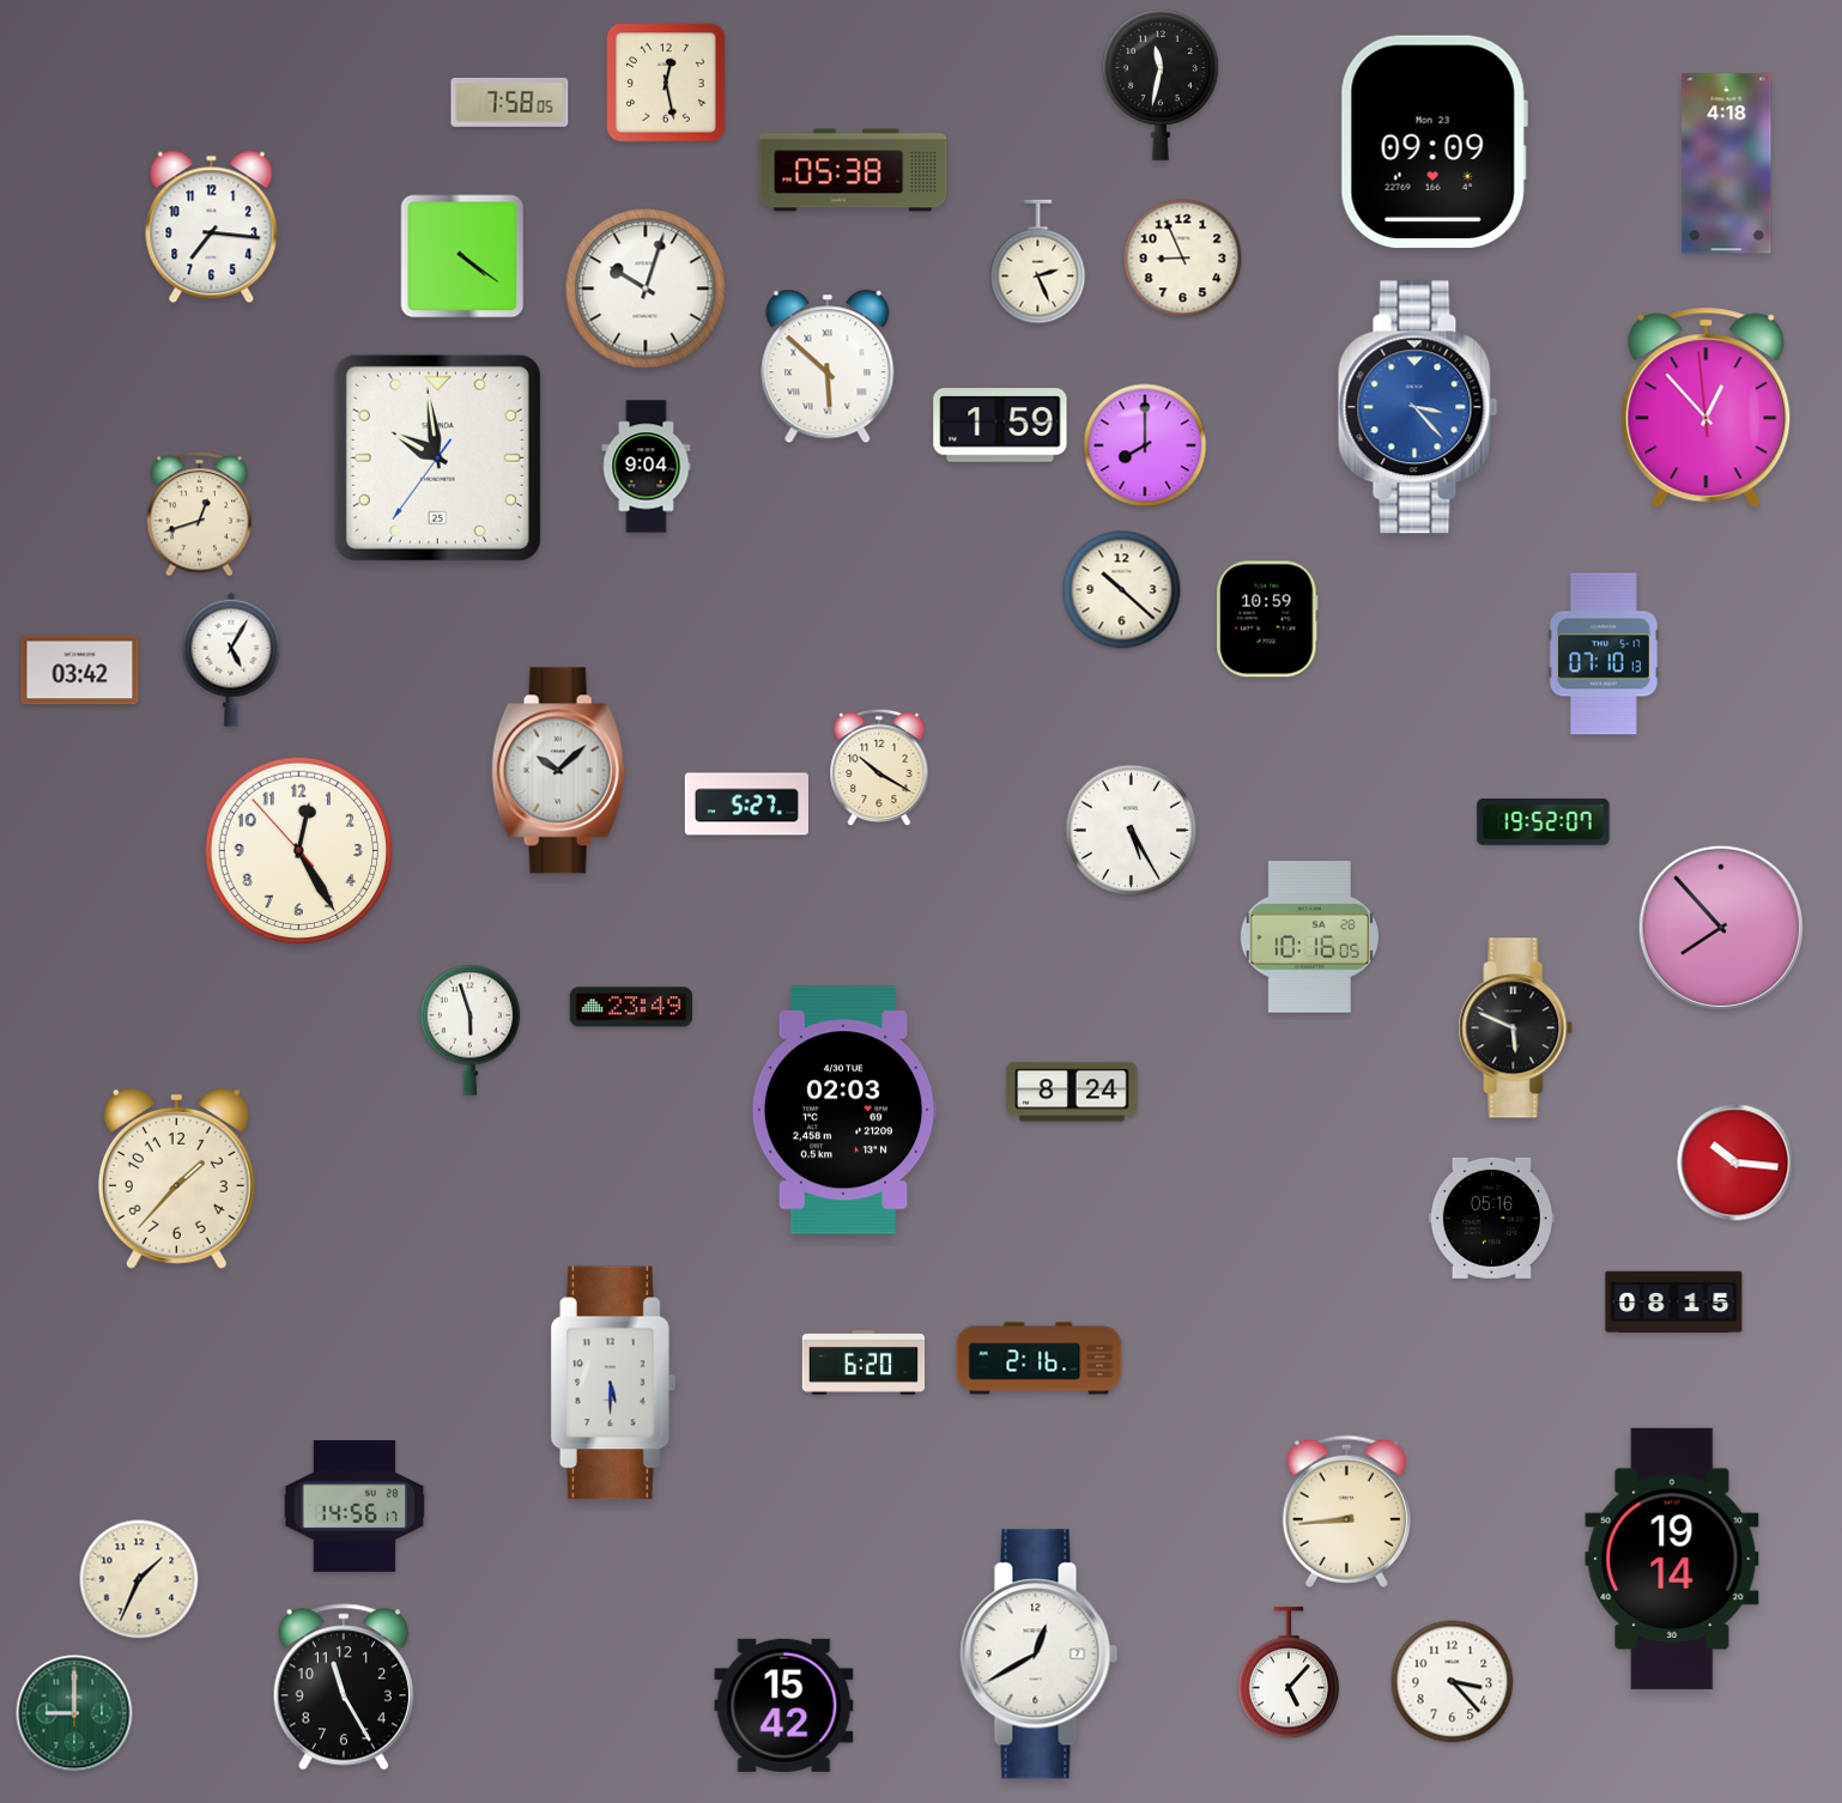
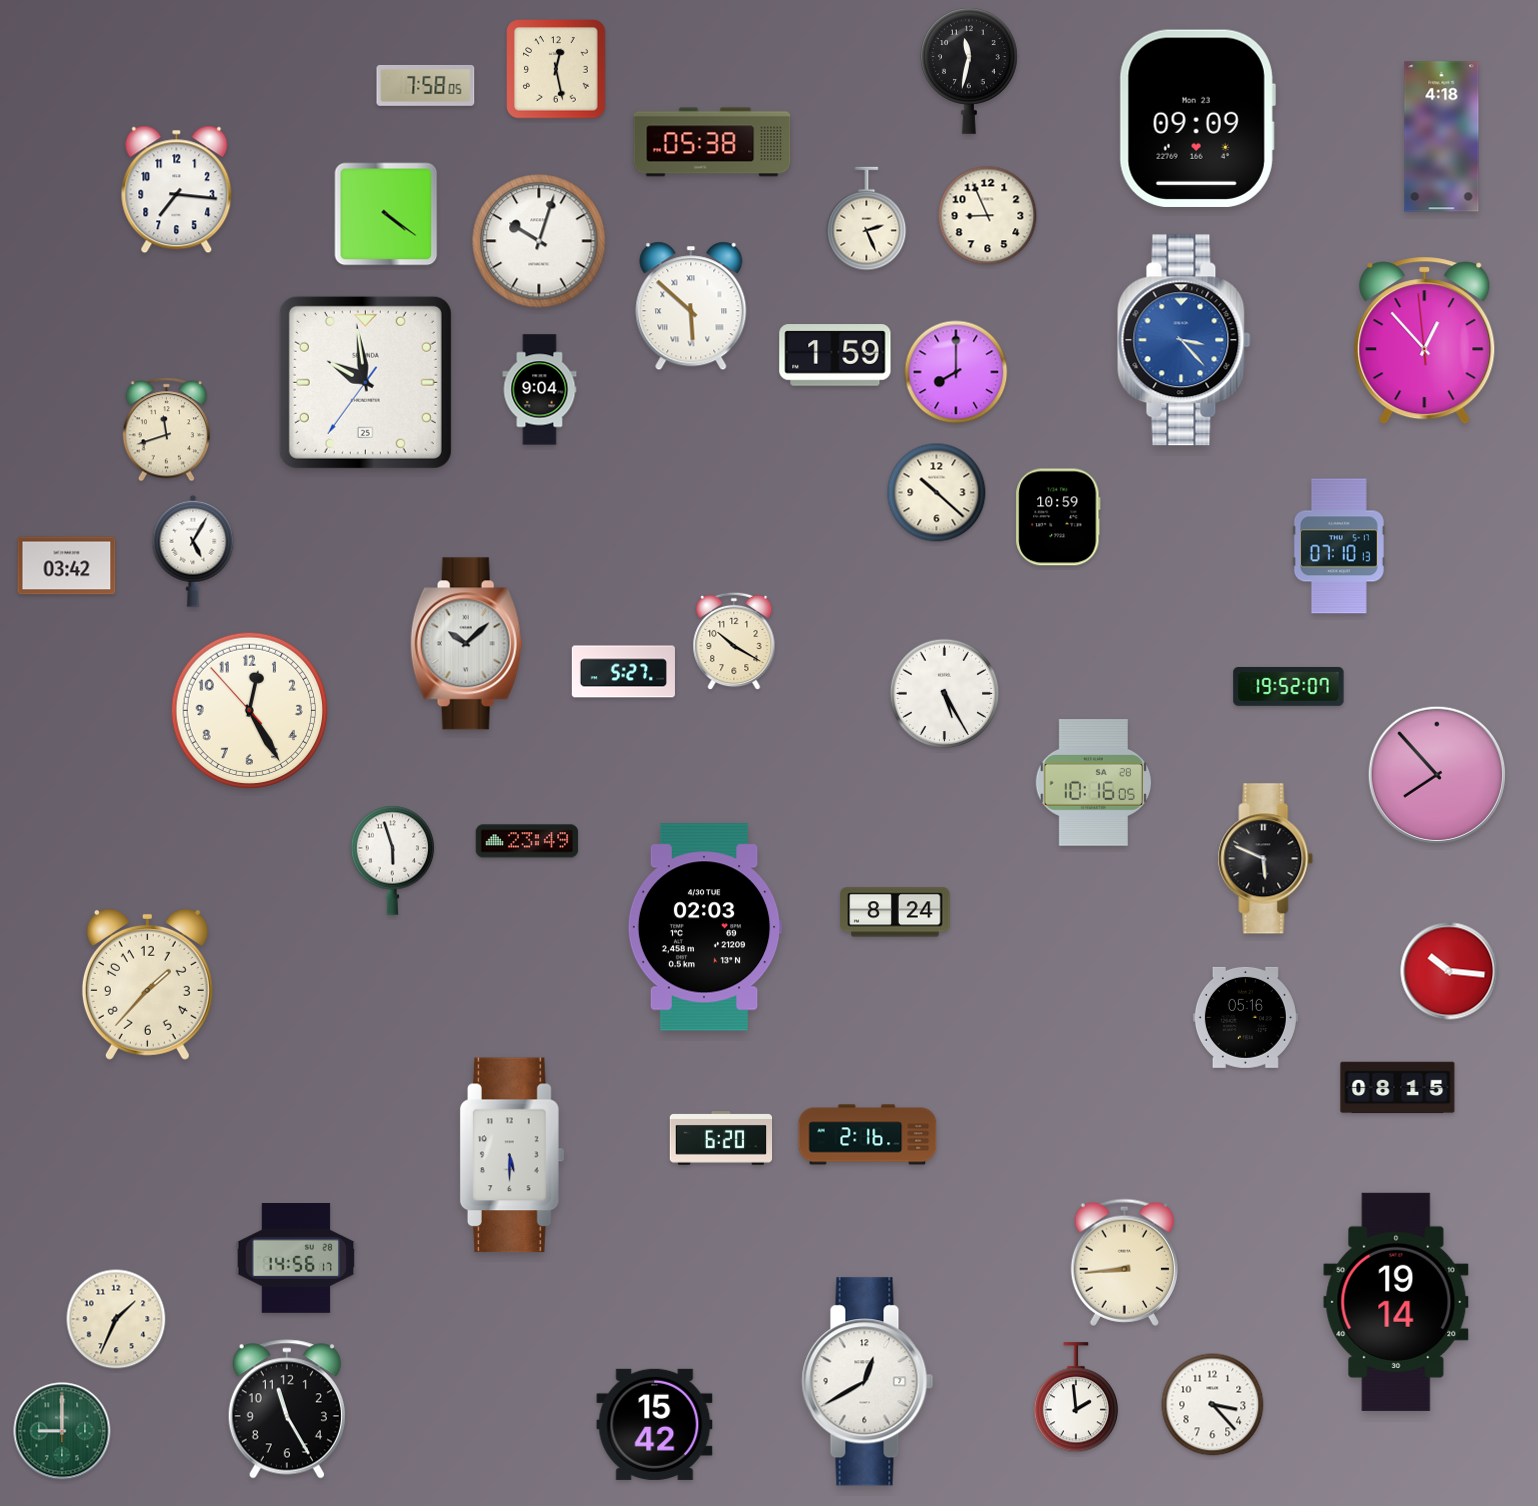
clock at (199, 515): 12:42 -> 11:42
clock at (80, 670) position: (80, 670) -> (67, 566)
clock at (1287, 1674): 5:07 -> 1:59
